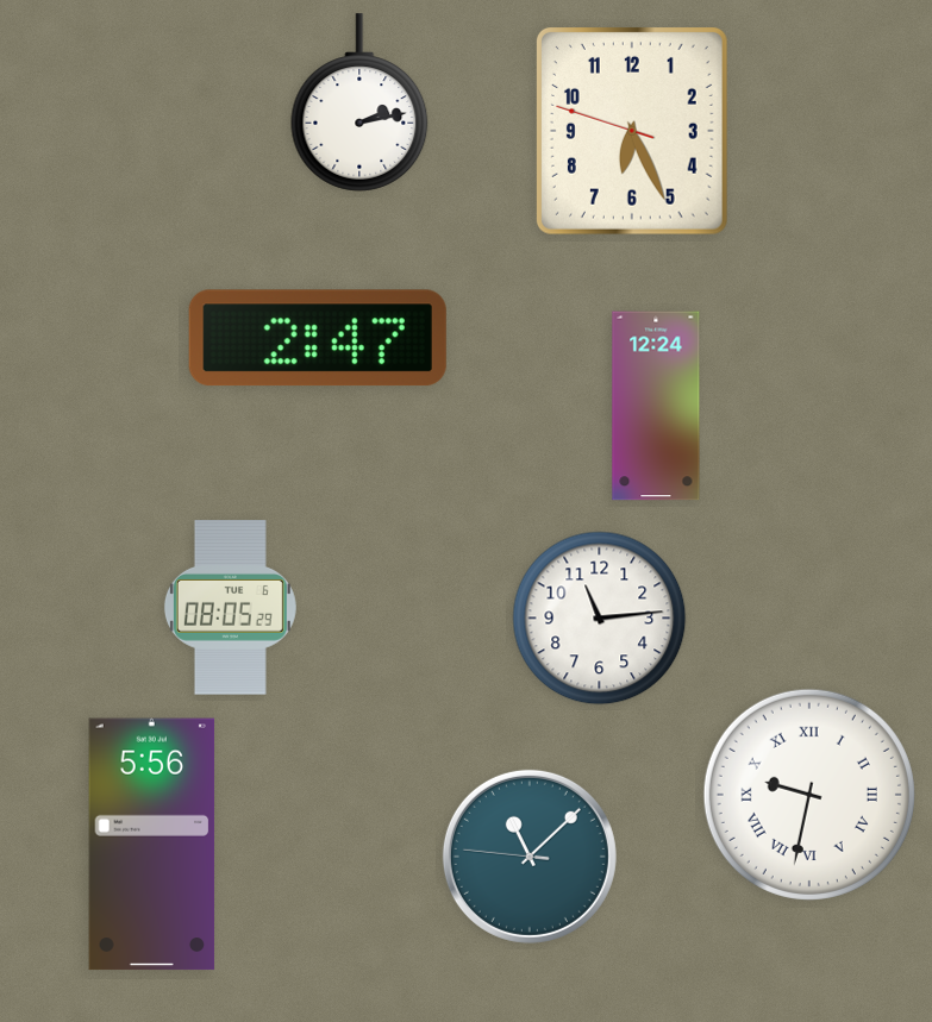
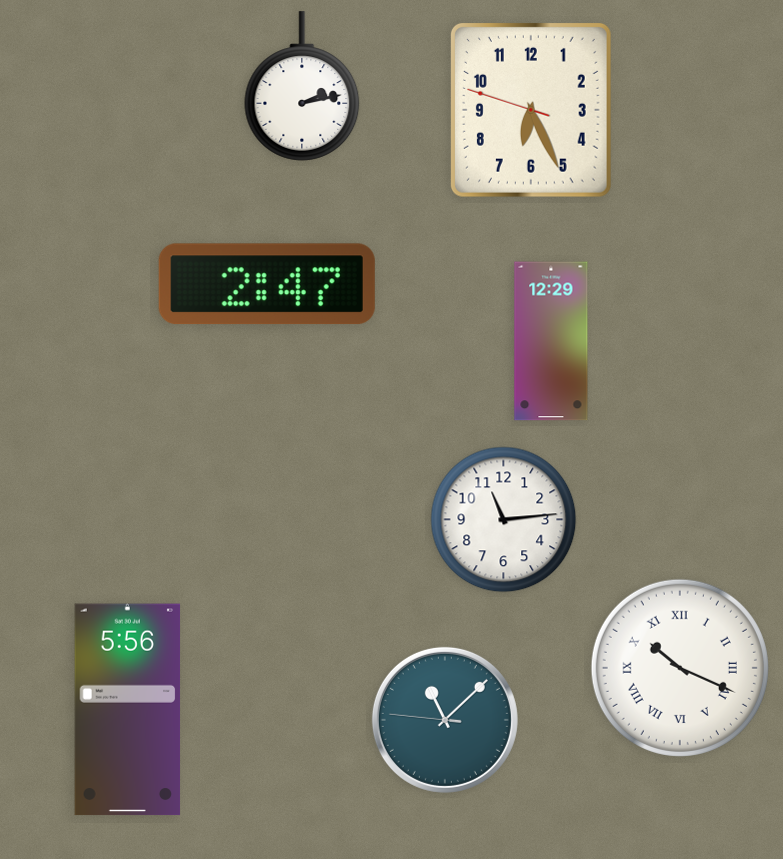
clock at (656, 406): 12:24 -> 12:29
clock at (230, 608): 08:05 -> none
clock at (809, 795): 9:32 -> 10:19
